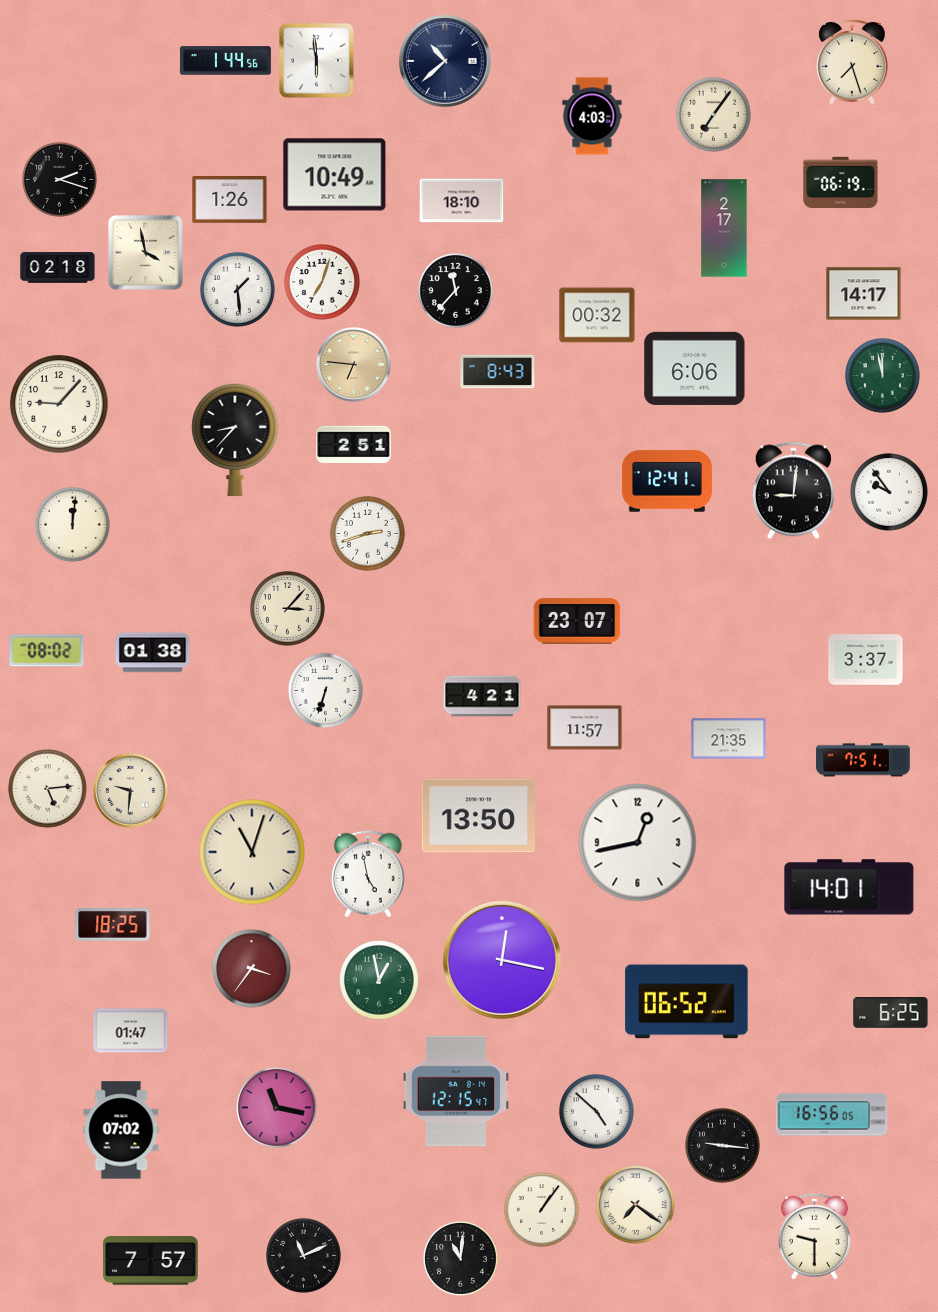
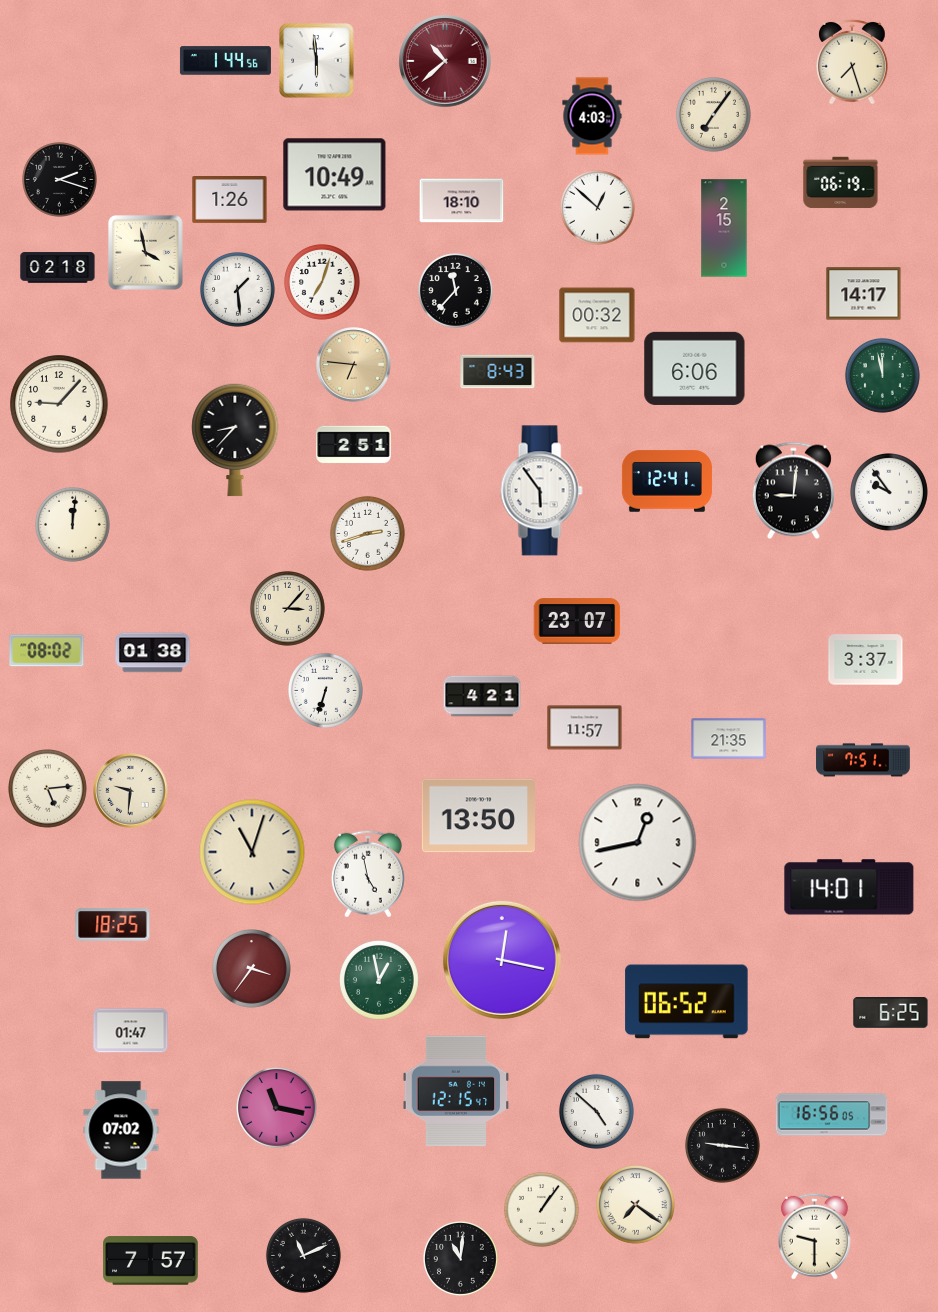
clock at (445, 61) dial: navy -> burgundy
clock at (597, 207): none -> 12:52
clock at (724, 228): 2:17 -> 2:15
clock at (541, 491): none -> 5:54
